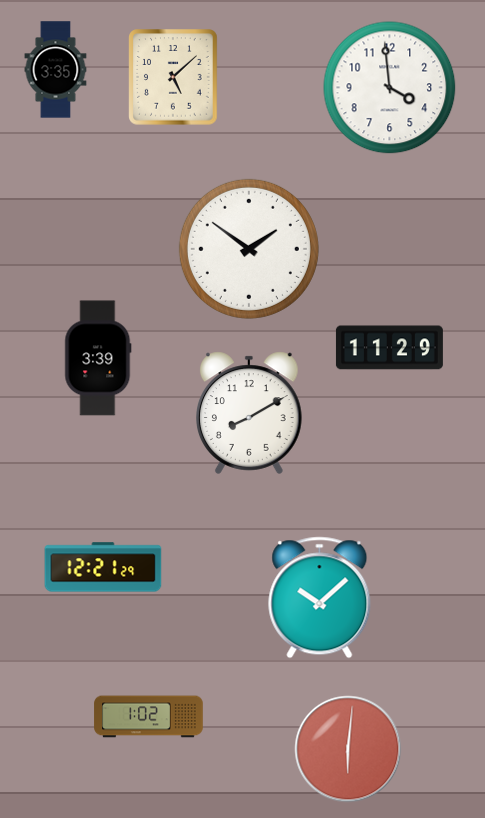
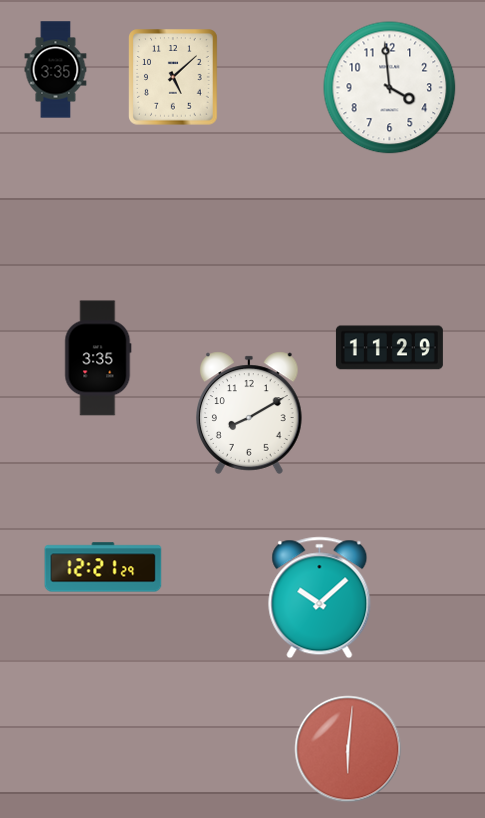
clock at (249, 249): 1:51 -> none
clock at (98, 358): 3:39 -> 3:35
clock at (149, 717): 1:02 -> none
